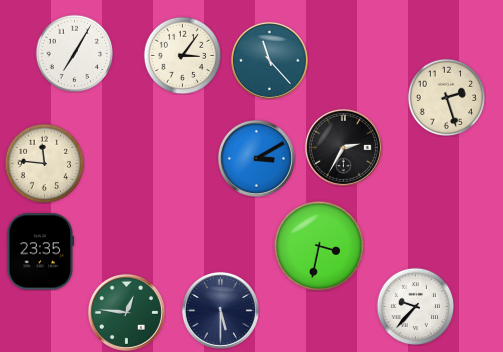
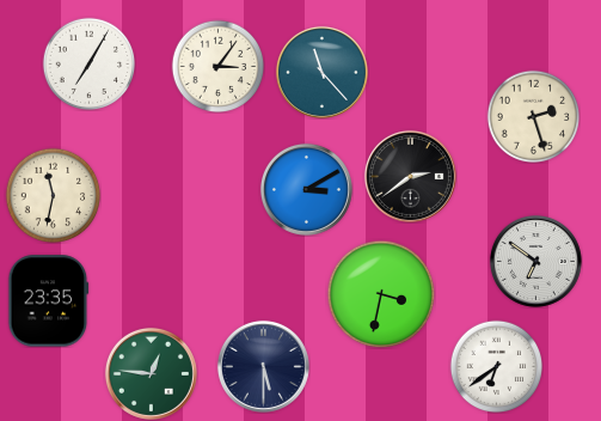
clock at (343, 147): 2:35 -> 2:39
clock at (44, 163): 11:46 -> 11:32
clock at (535, 261): none -> 6:51
clock at (415, 306): 9:37 -> 6:39
clock at (220, 310) position: (220, 310) -> (263, 366)
